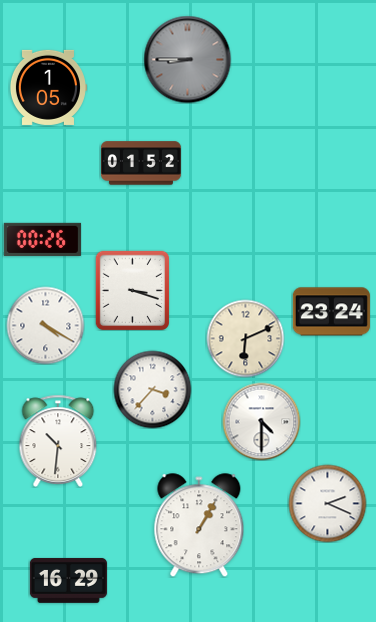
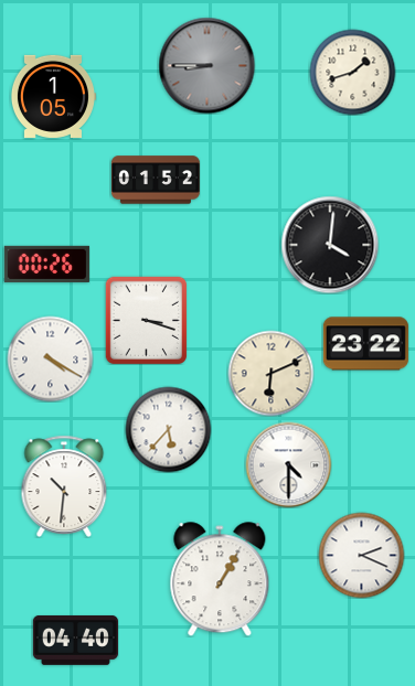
clock at (352, 72): none -> 1:42
clock at (330, 245): none -> 4:01
clock at (331, 312): 23:24 -> 23:22
clock at (152, 389): 3:37 -> 5:37
clock at (68, 580): 16:29 -> 04:40
